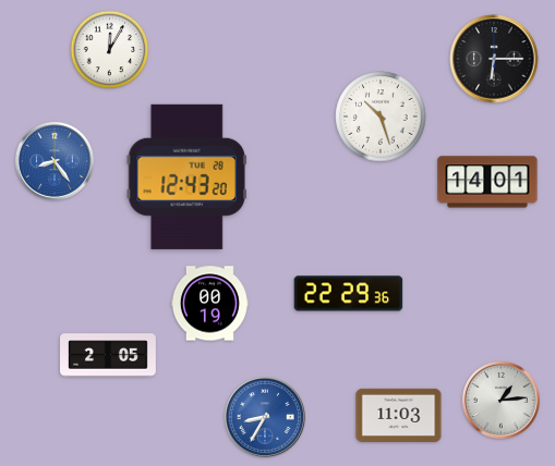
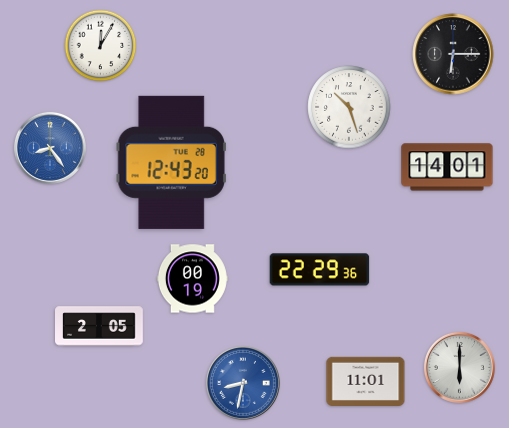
clock at (500, 400): 1:14 -> 6:00
clock at (399, 415): 11:03 -> 11:01
clock at (265, 417): 8:35 -> 8:32
